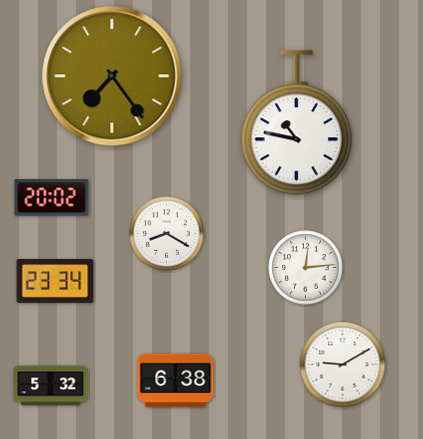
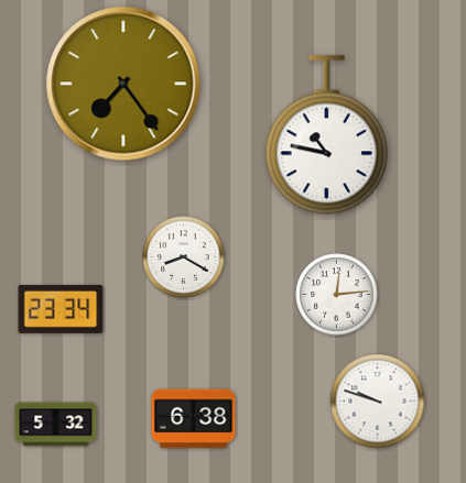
clock at (52, 198): 20:02 -> none
clock at (343, 365): 9:10 -> 9:48
